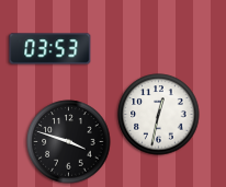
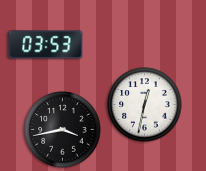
clock at (69, 142): 3:48 -> 3:43
